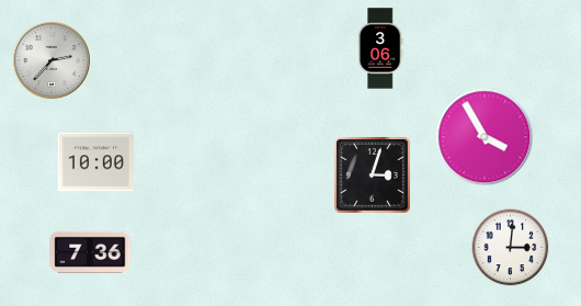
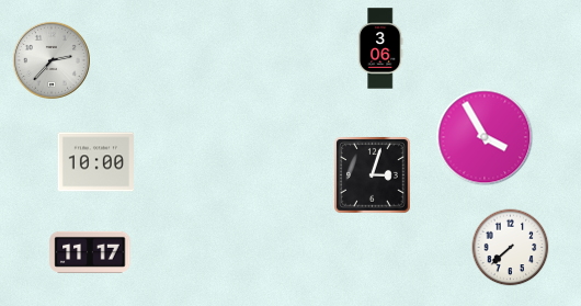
clock at (511, 248): 3:01 -> 7:38
clock at (90, 252): 7:36 -> 11:17
